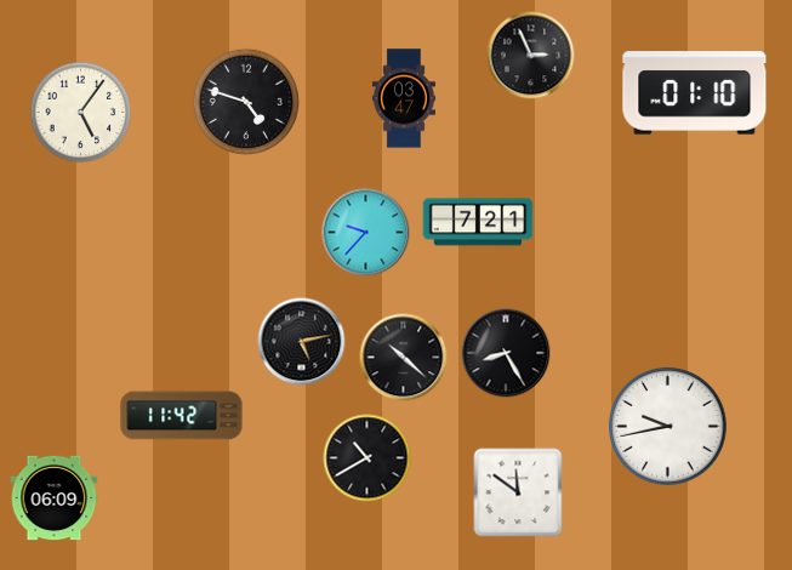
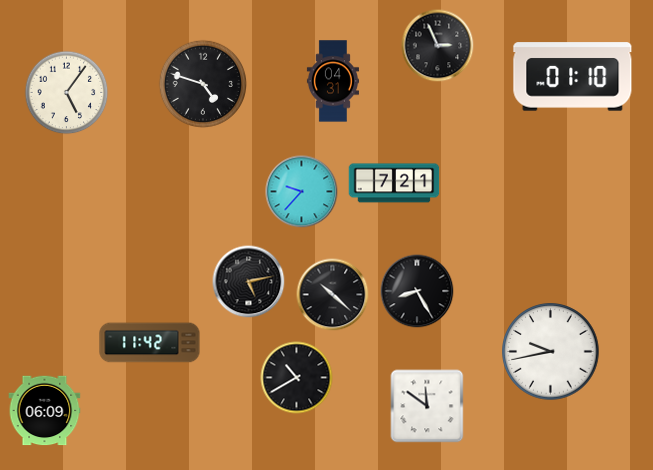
clock at (404, 98): 03:47 -> 04:31
clock at (367, 458) position: (367, 458) -> (297, 378)
